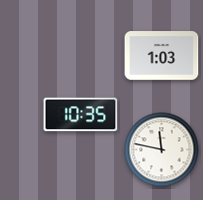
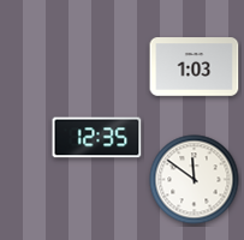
clock at (81, 115): 10:35 -> 12:35
clock at (162, 150): 11:47 -> 11:51
